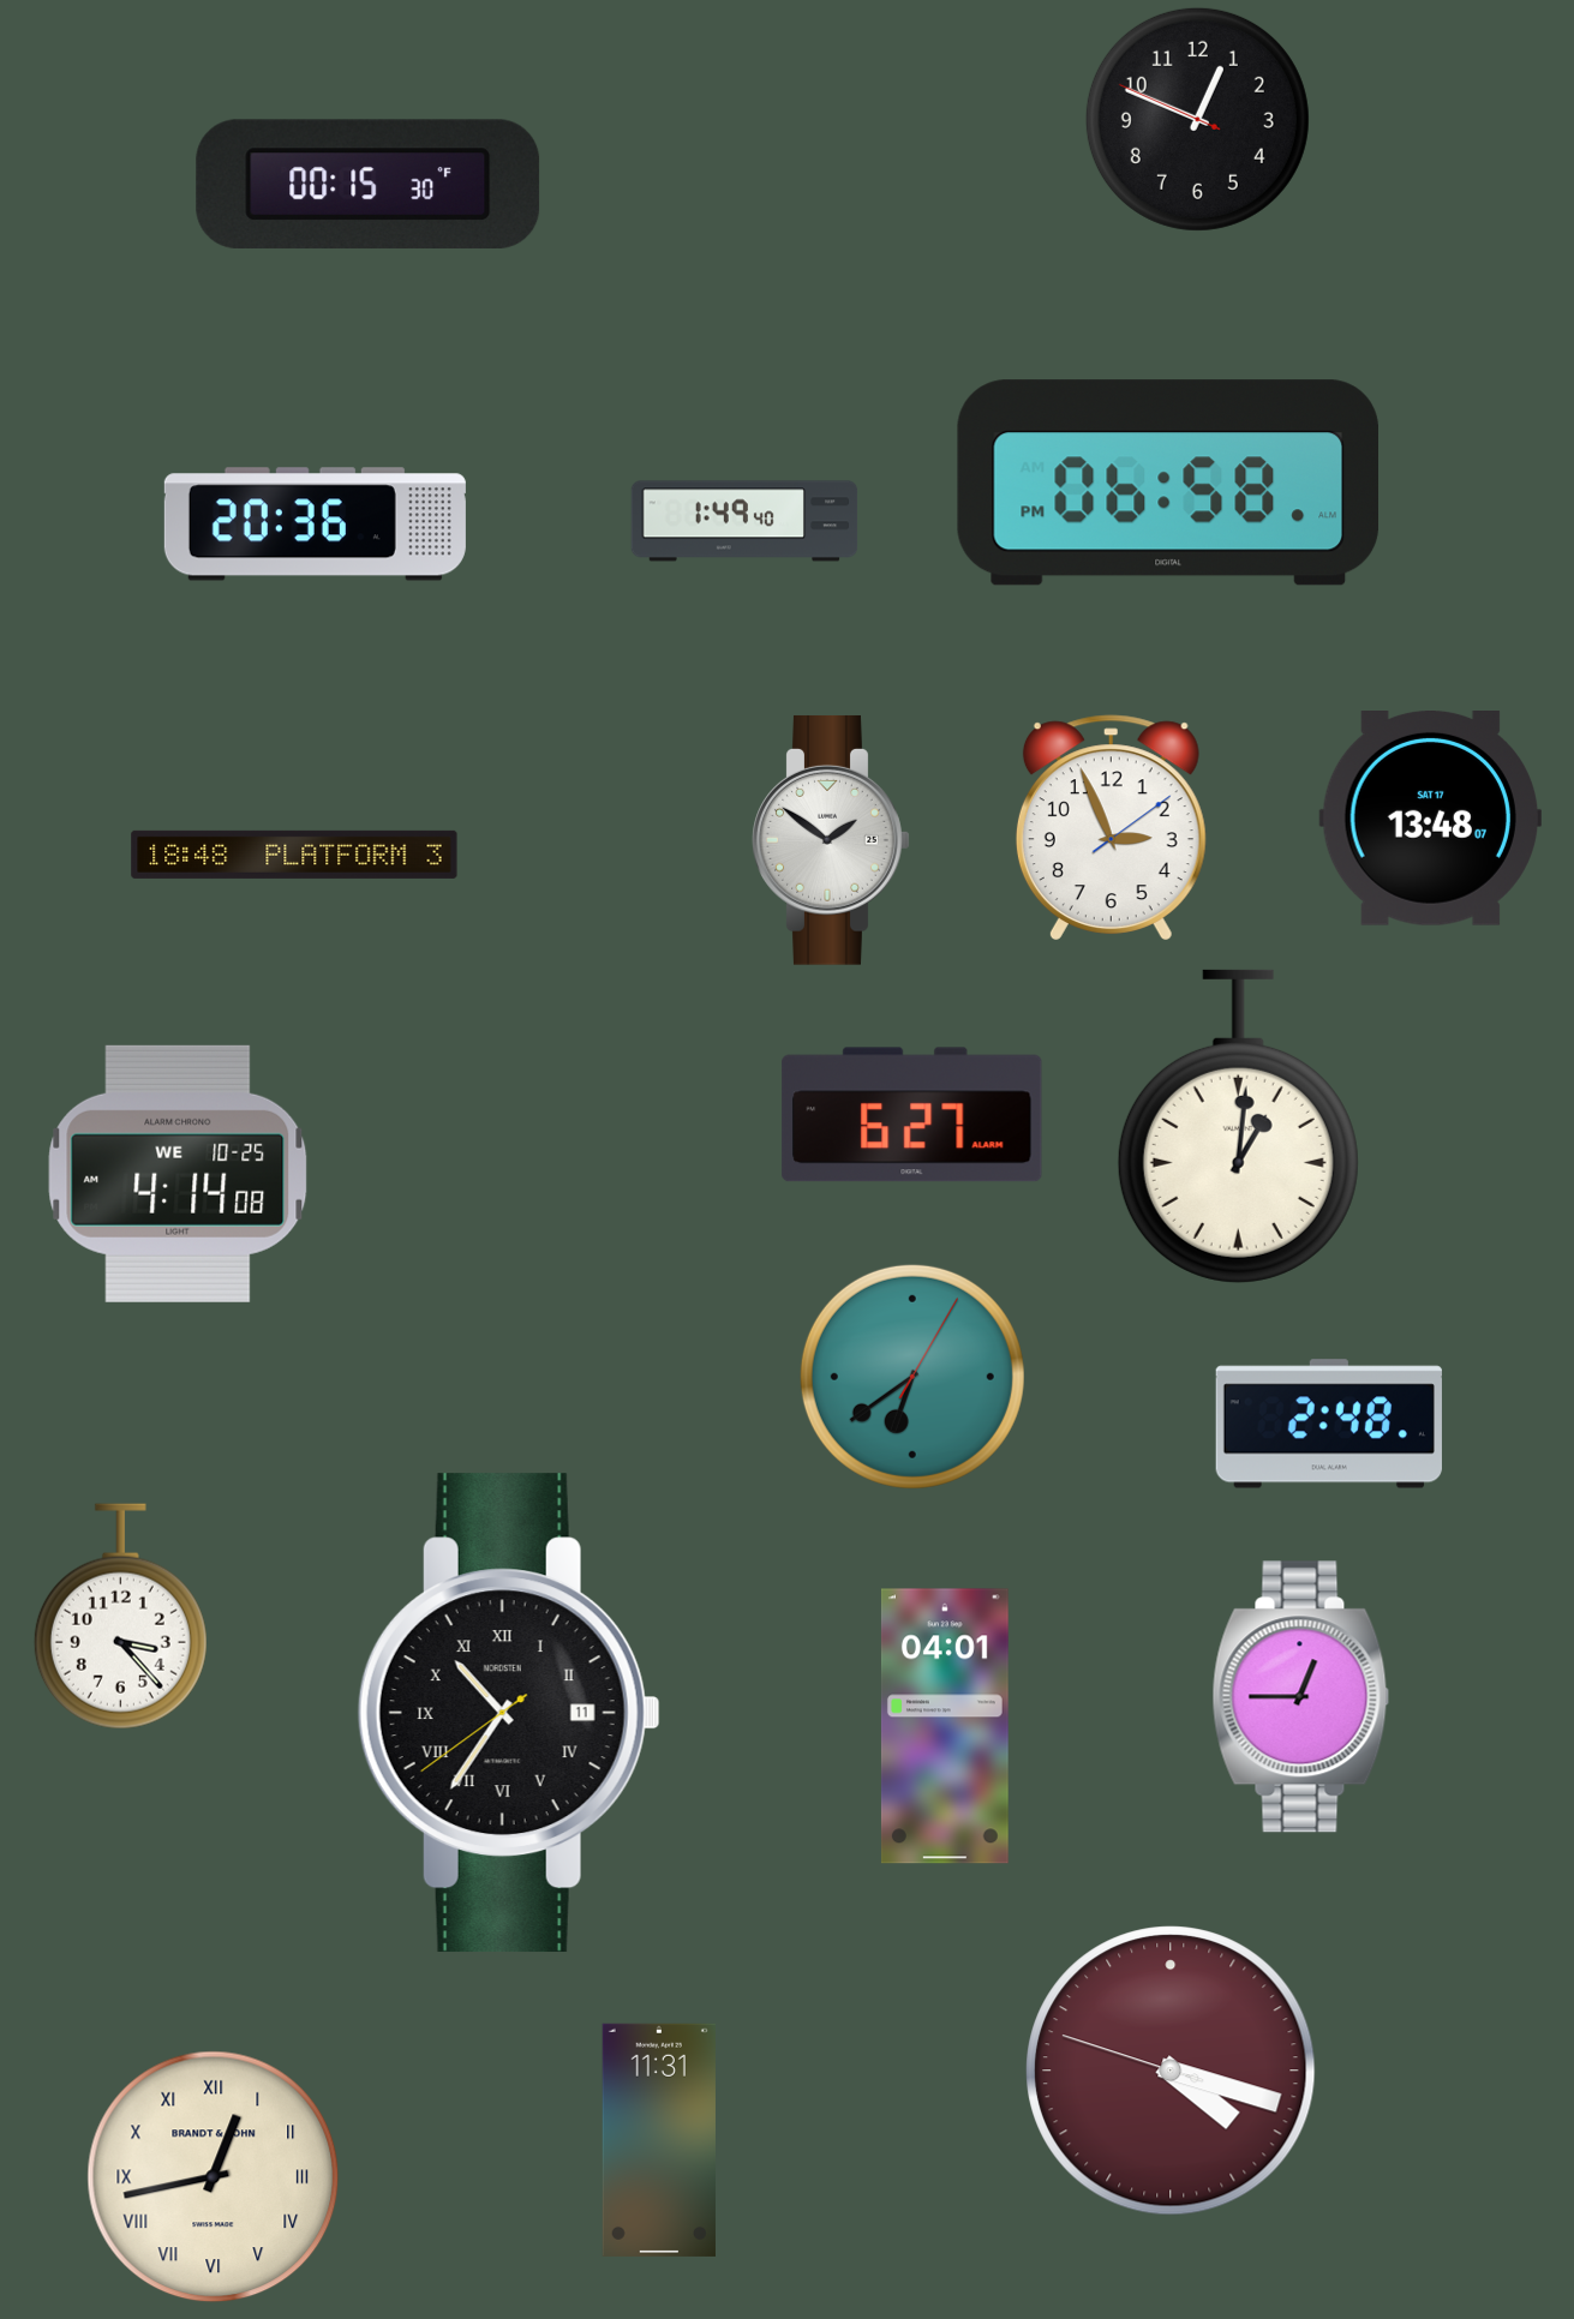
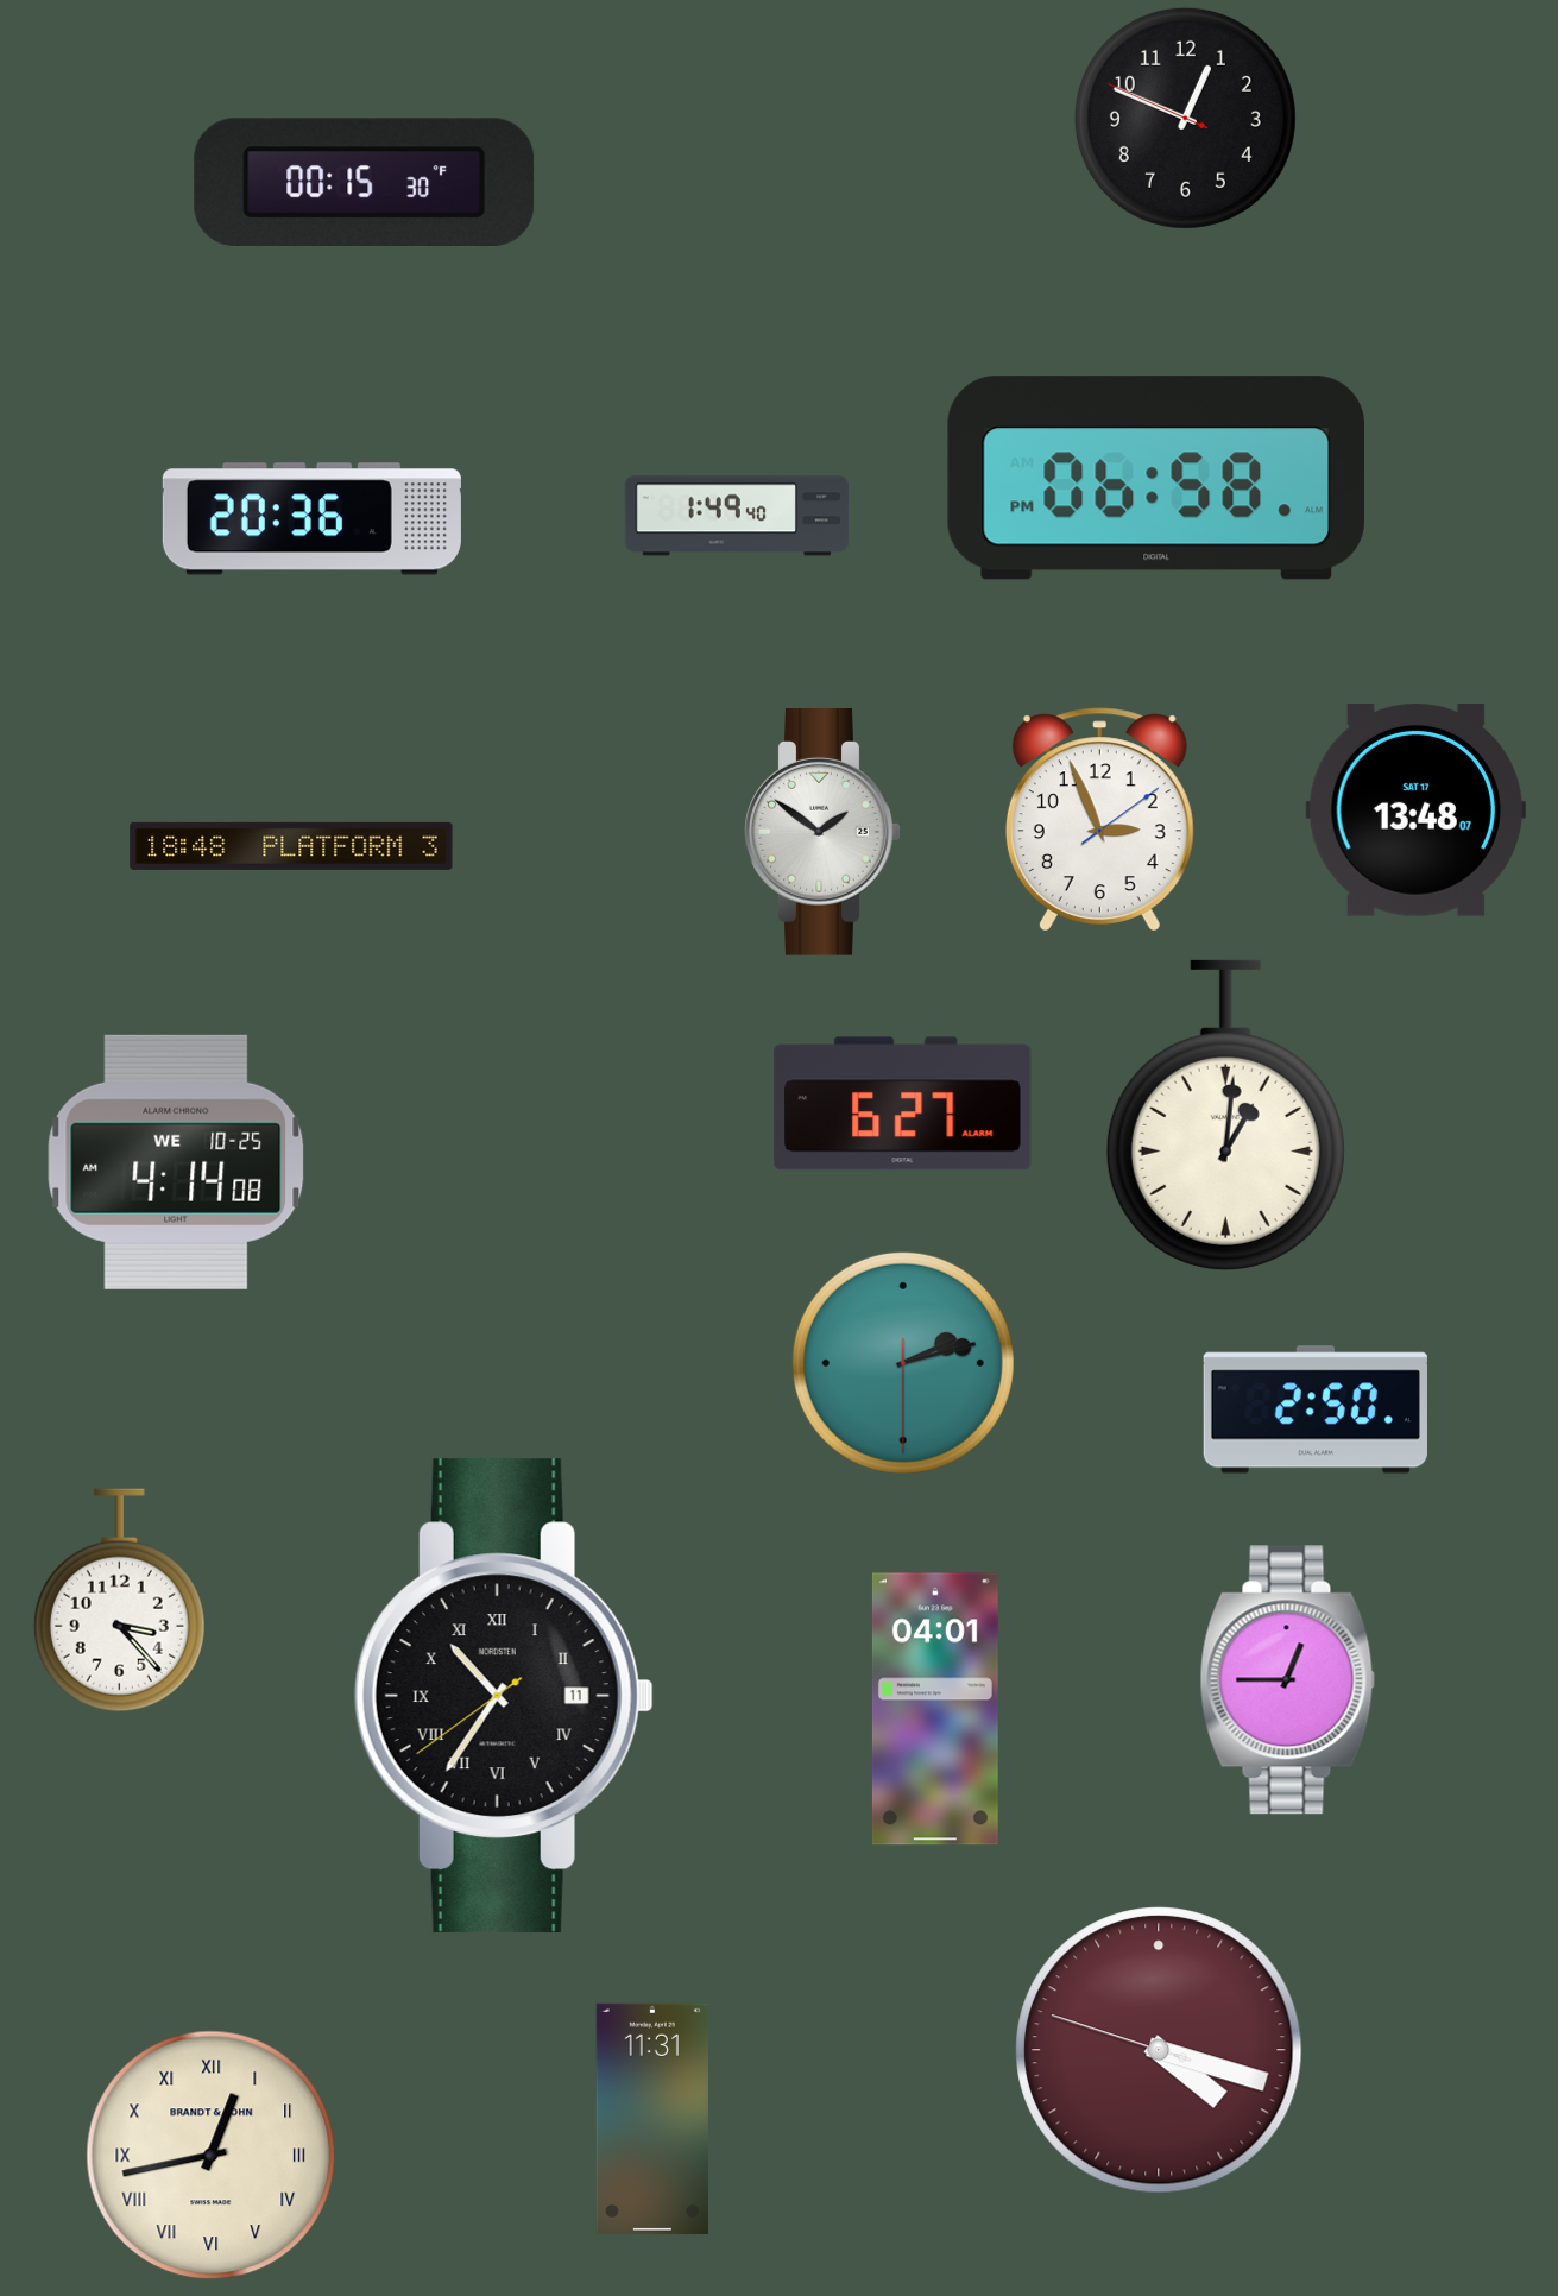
clock at (912, 1377): 6:39 -> 2:12
clock at (1329, 1424): 2:48 -> 2:50
